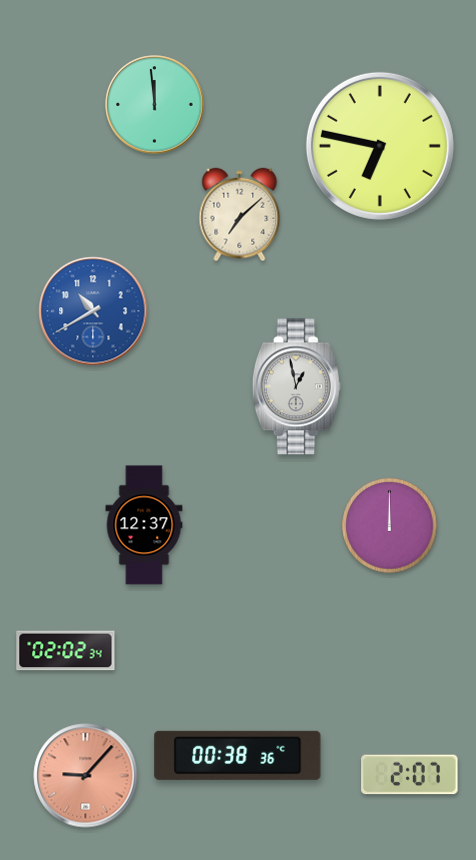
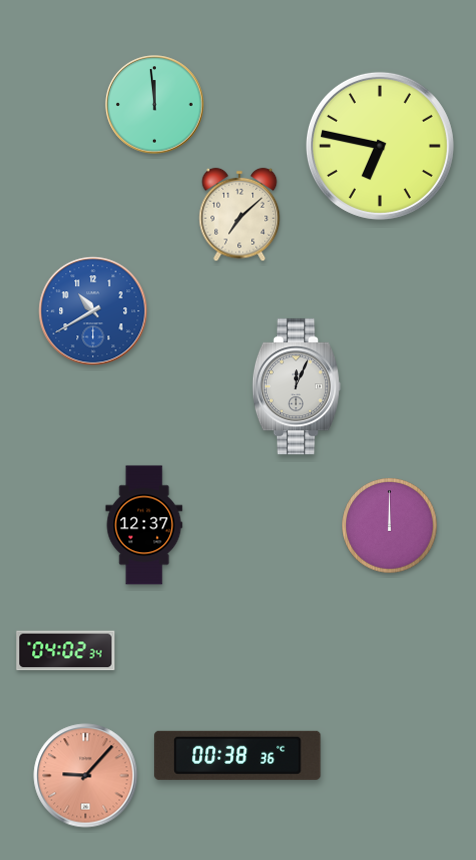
clock at (296, 387): 12:58 -> 12:04
clock at (66, 651): 02:02 -> 04:02
clock at (410, 775): 2:07 -> none
